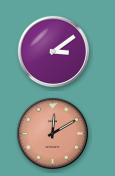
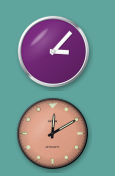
clock at (53, 51): 3:09 -> 3:07
